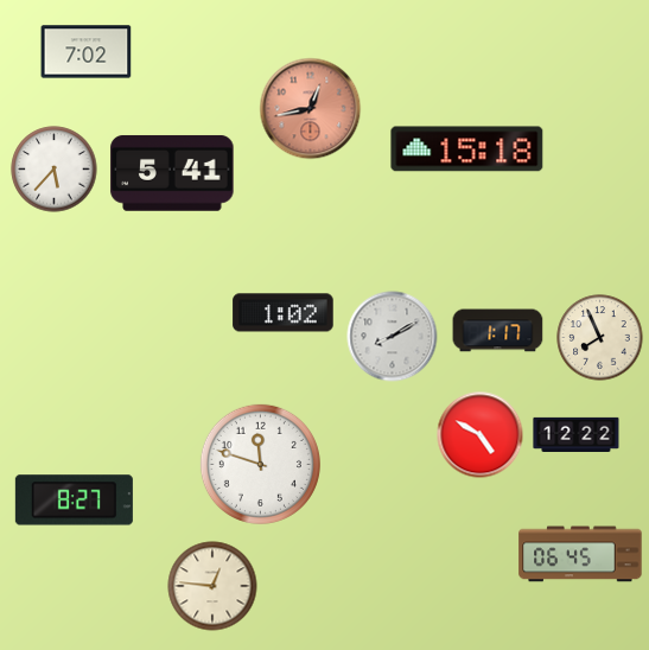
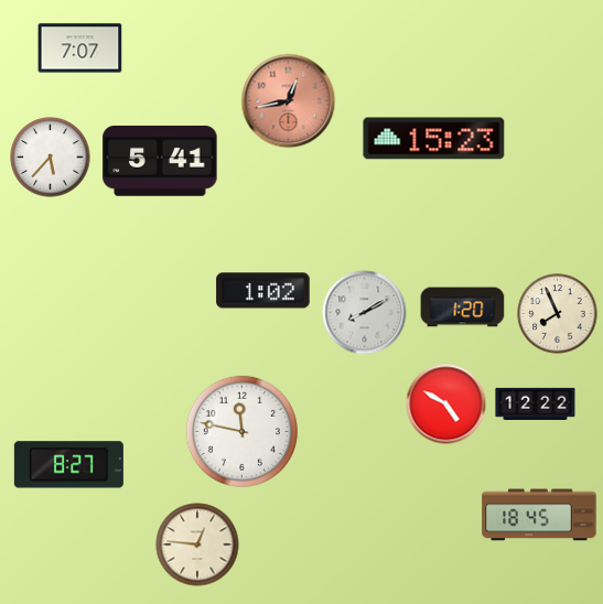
clock at (87, 52): 7:02 -> 7:07
clock at (467, 149): 15:18 -> 15:23
clock at (498, 331): 1:17 -> 1:20
clock at (260, 464): 11:48 -> 11:47
clock at (580, 554): 06:45 -> 18:45
